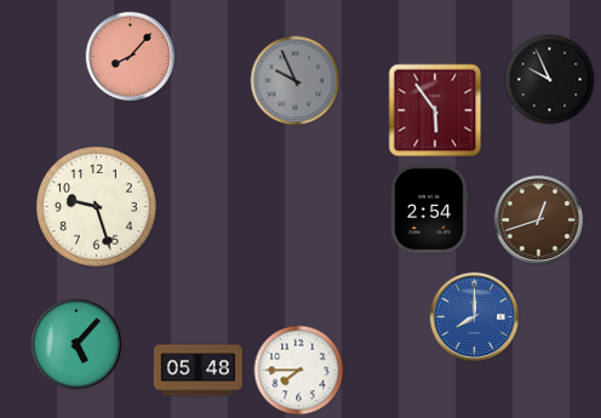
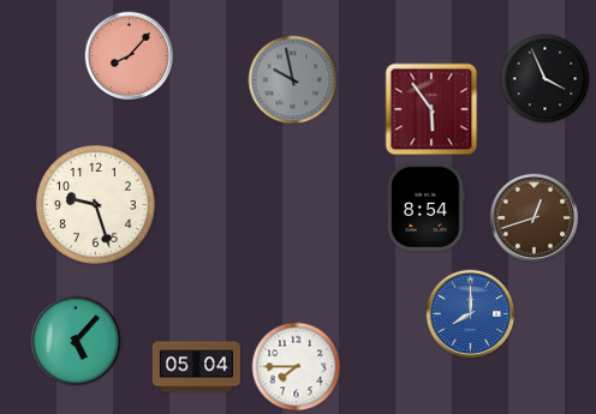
clock at (550, 80): 9:56 -> 3:56
clock at (296, 81): 9:56 -> 9:58
clock at (429, 208): 2:54 -> 8:54
clock at (198, 371): 05:48 -> 05:04
